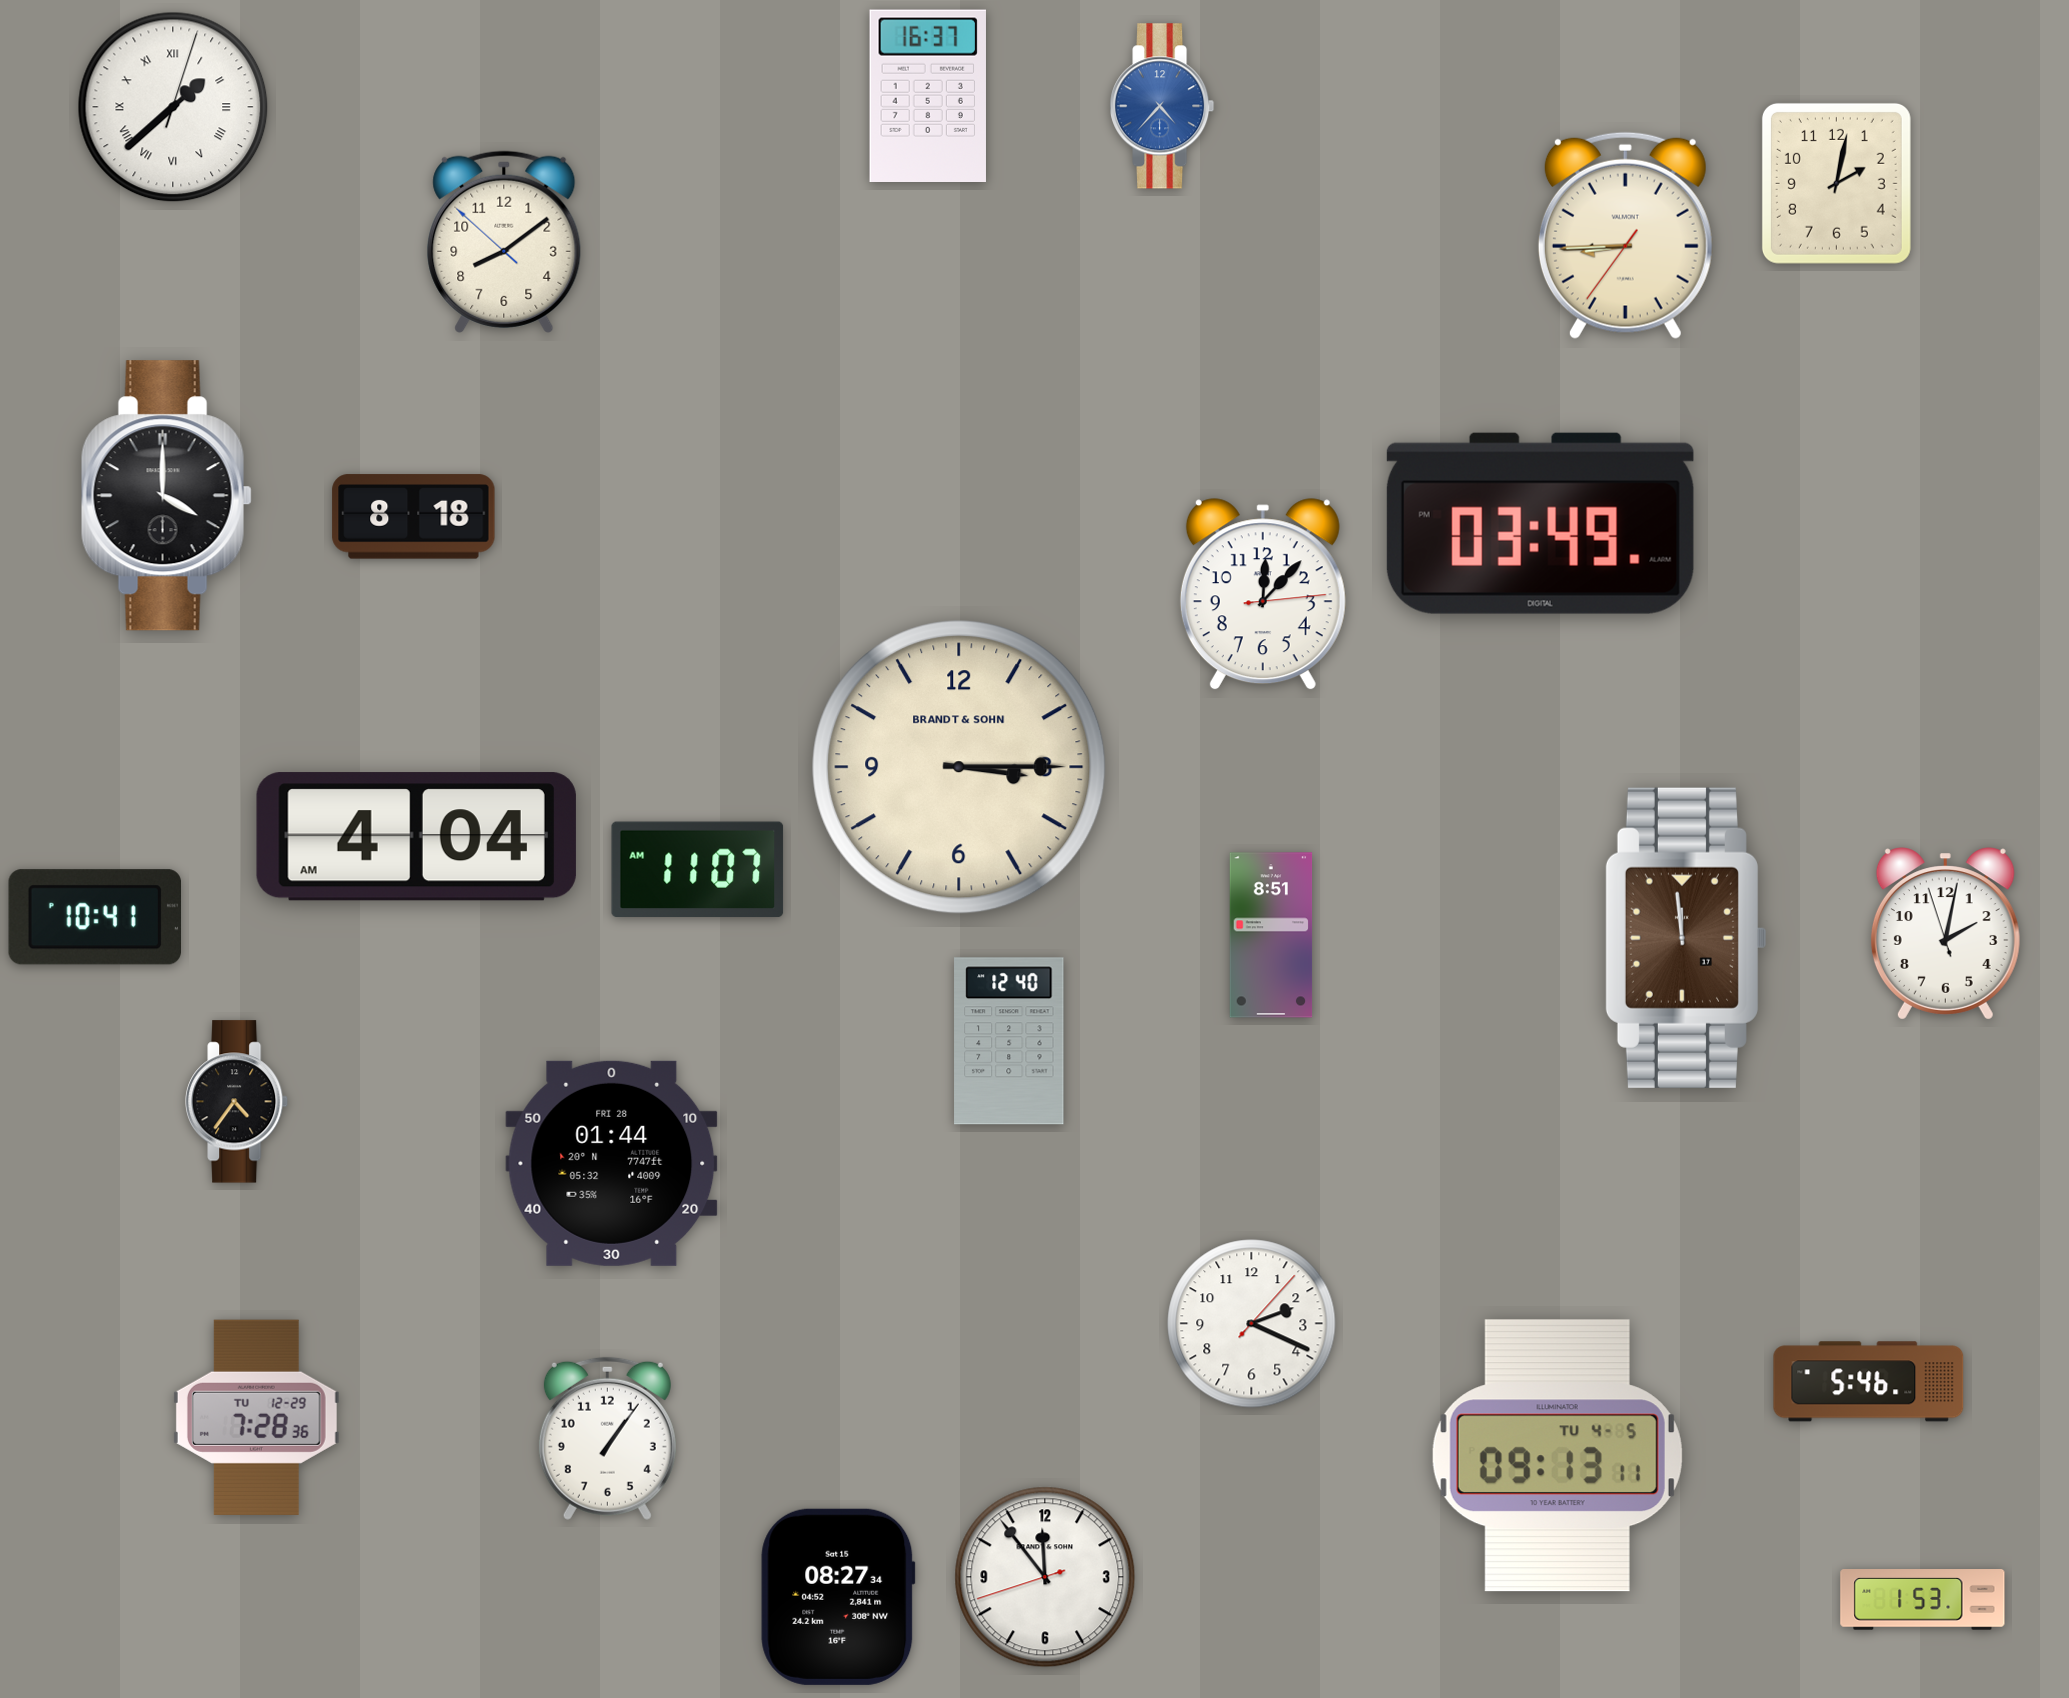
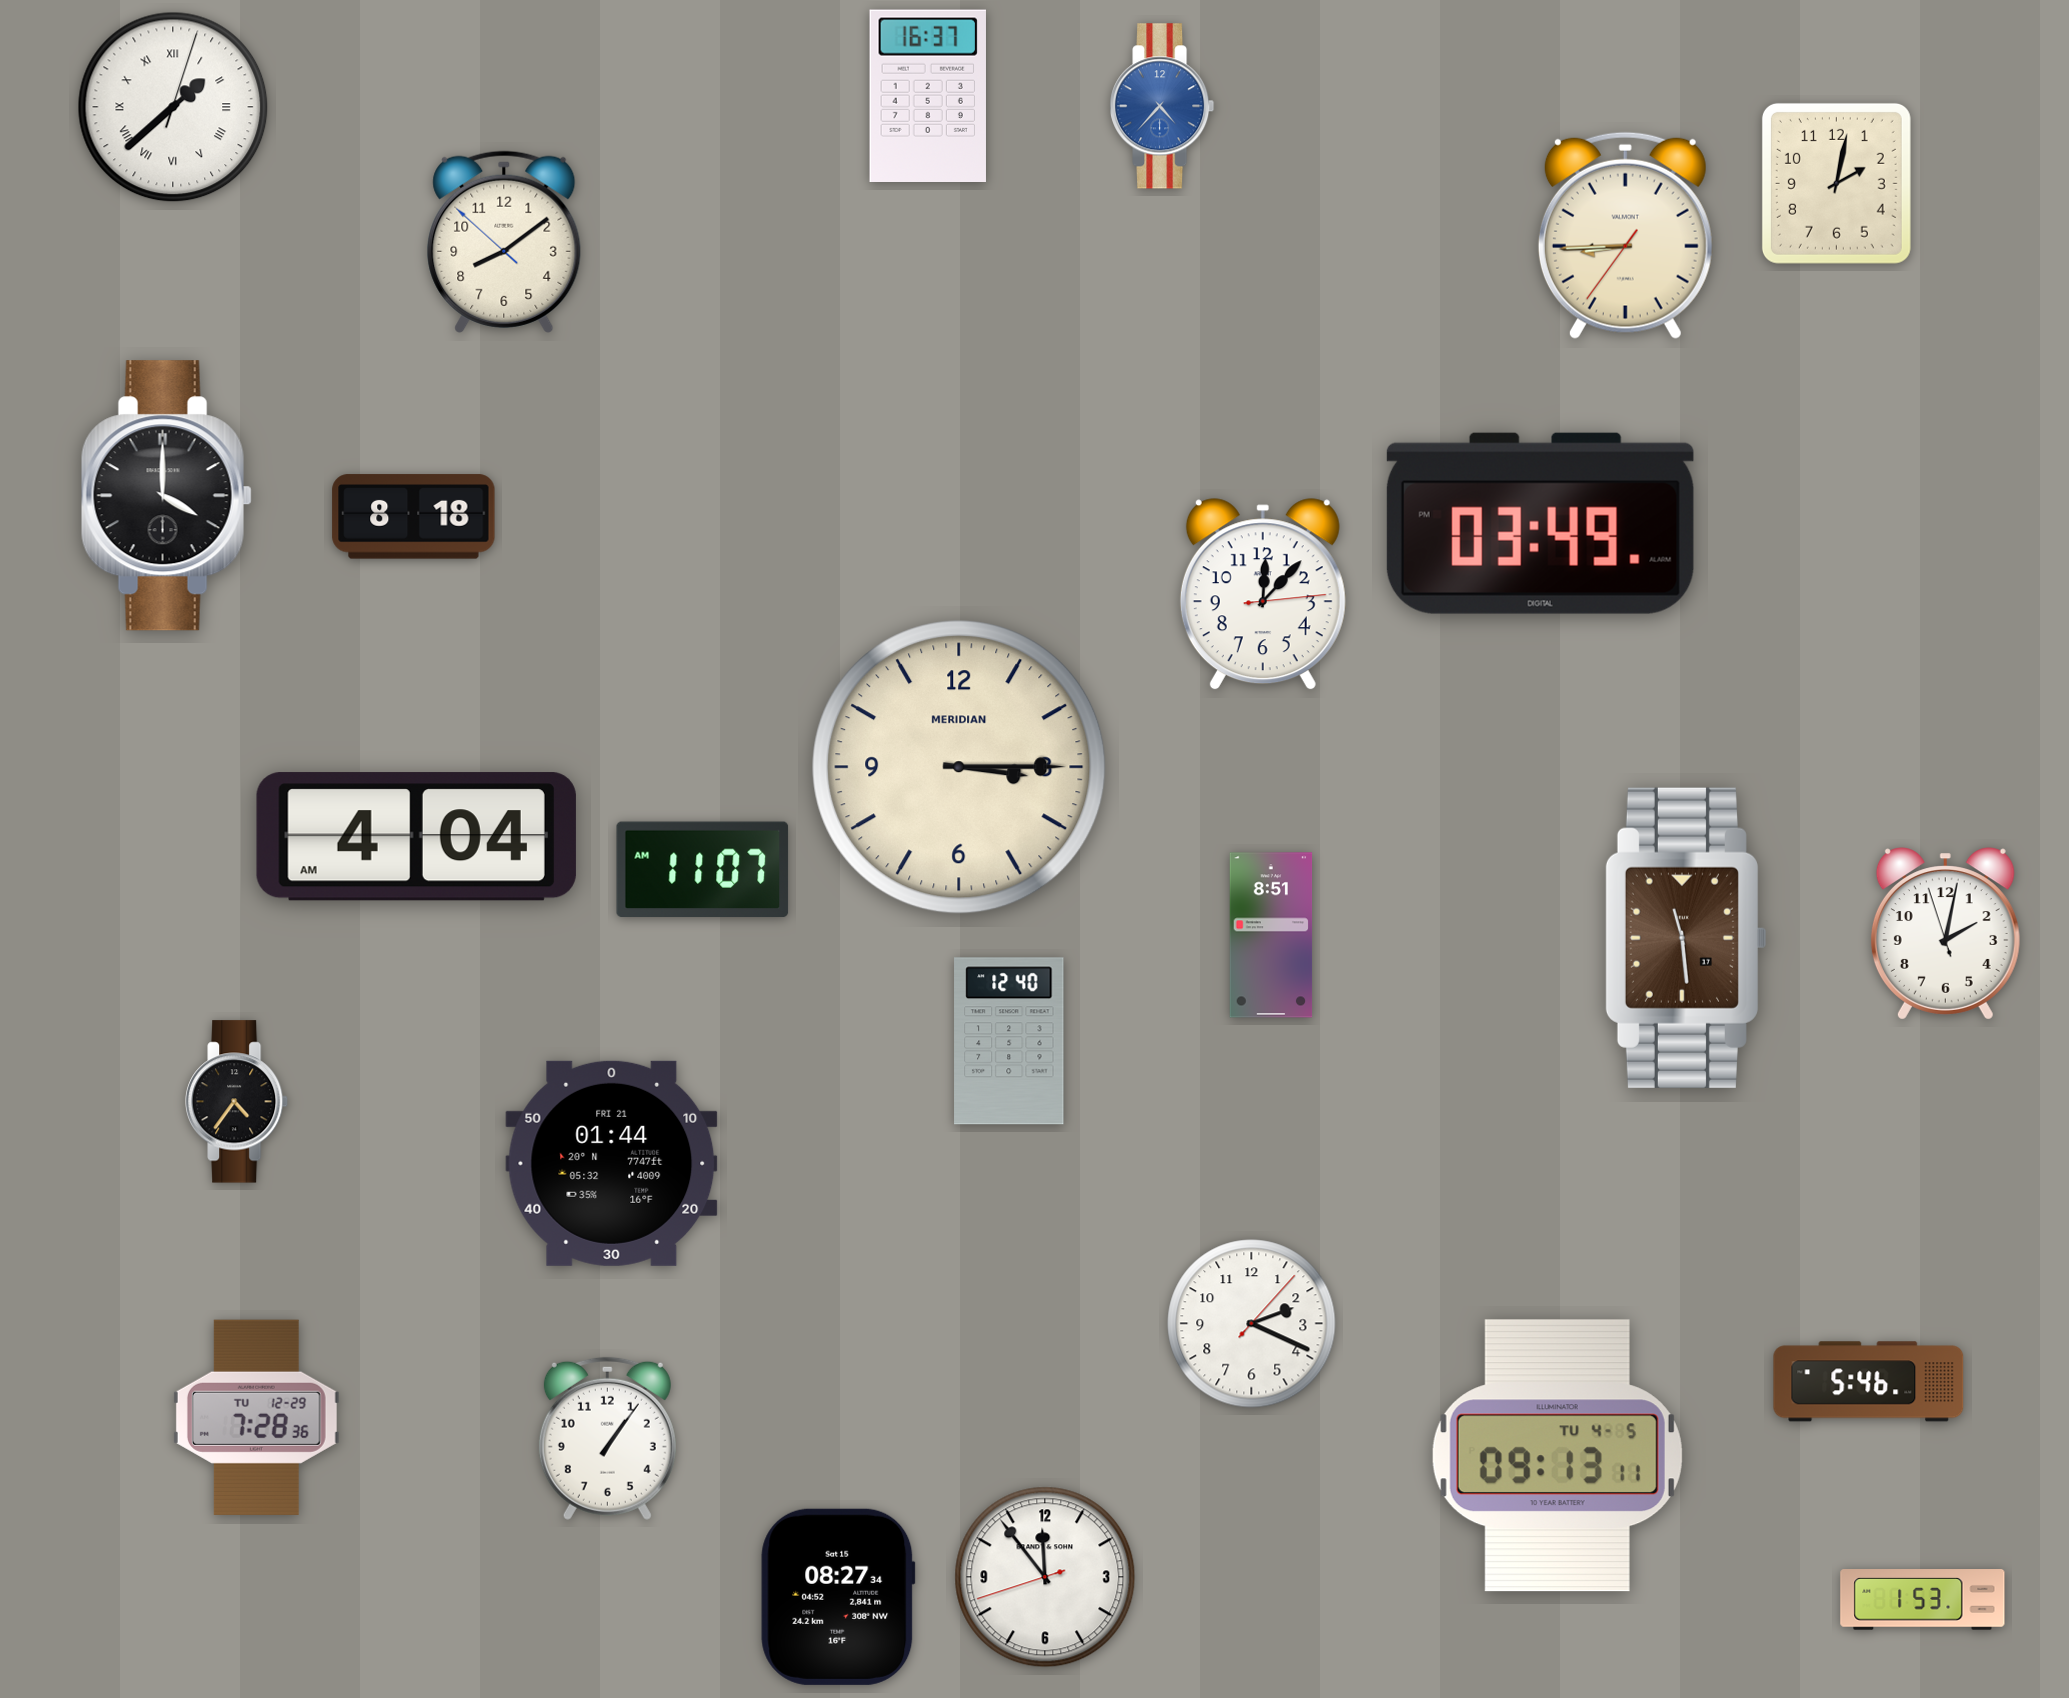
clock at (959, 767) brand: BRANDT & SOHN -> MERIDIAN
clock at (698, 870) position: (698, 870) -> (703, 870)
clock at (94, 917): 10:41 -> none
clock at (1685, 938): 11:59 -> 11:29
clock at (612, 1163) date: FRI 28 -> FRI 21
